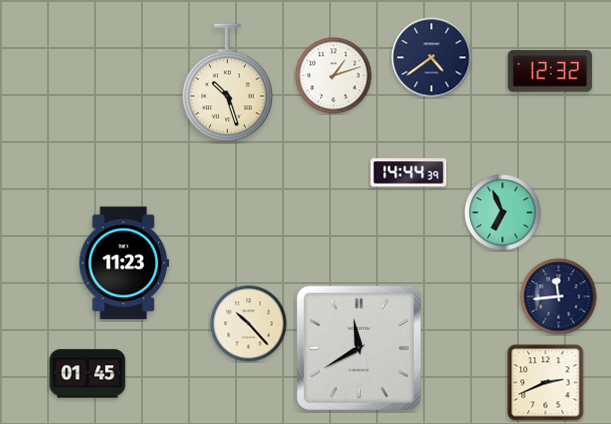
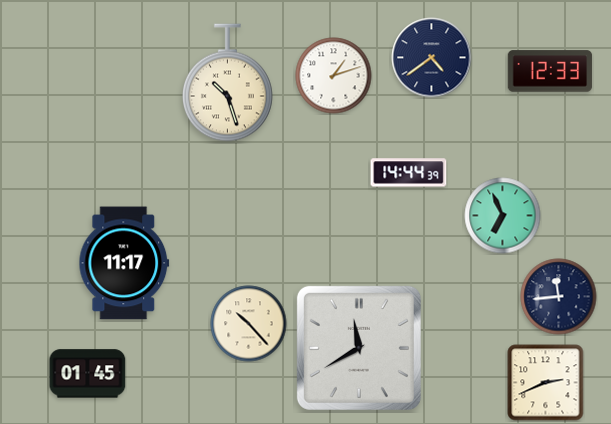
clock at (550, 71): 12:32 -> 12:33
clock at (503, 213) position: (503, 213) -> (503, 216)
clock at (124, 263): 11:23 -> 11:17
